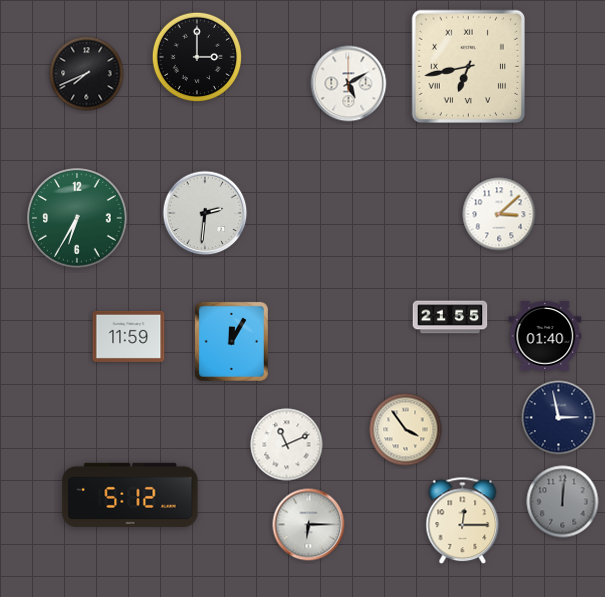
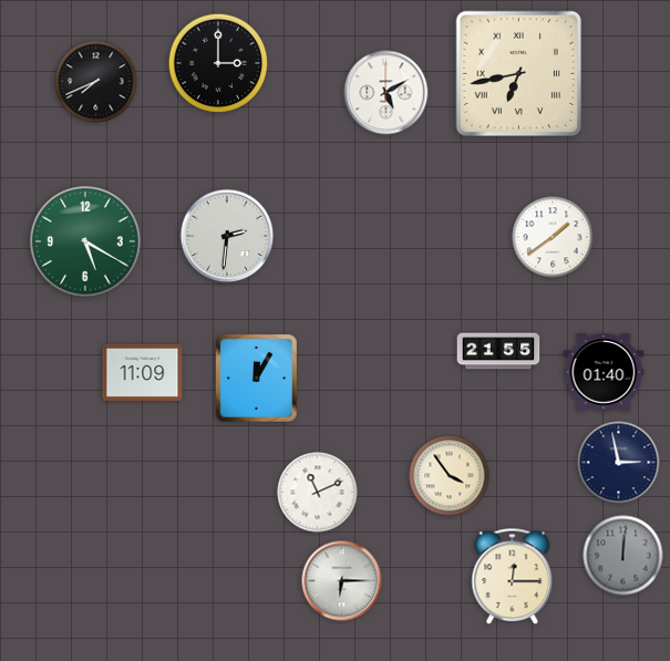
clock at (499, 214): 3:08 -> 1:39
clock at (77, 218): 6:35 -> 5:20
clock at (129, 336): 11:59 -> 11:09
clock at (130, 495): 5:12 -> none
